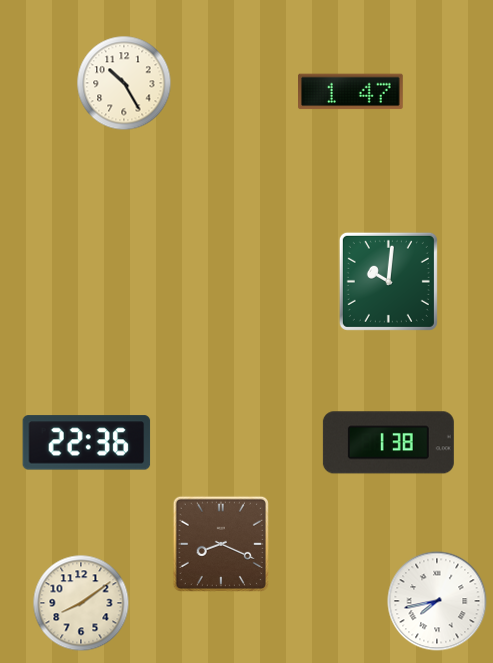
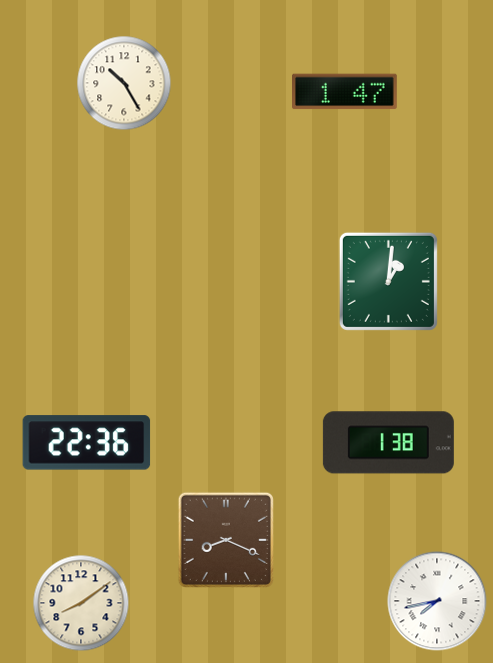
clock at (351, 92) position: (351, 92) -> (345, 92)
clock at (388, 281): 10:01 -> 1:01
clock at (221, 544) position: (221, 544) -> (226, 540)
